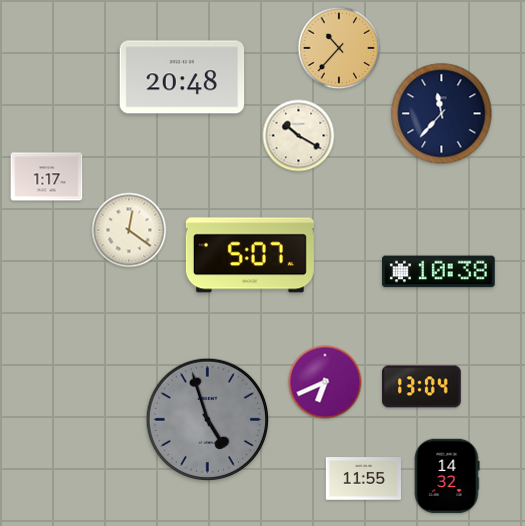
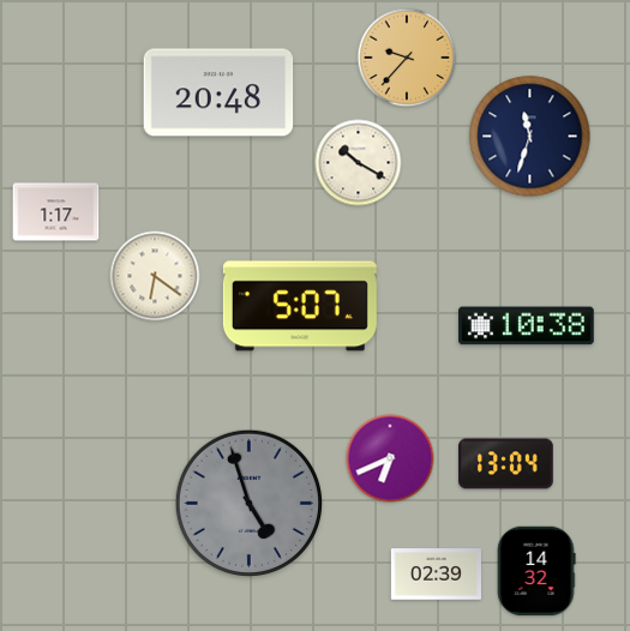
clock at (339, 48): 10:37 -> 9:37
clock at (442, 114): 11:37 -> 11:33
clock at (129, 230): 12:21 -> 6:21
clock at (363, 479): 11:55 -> 02:39
